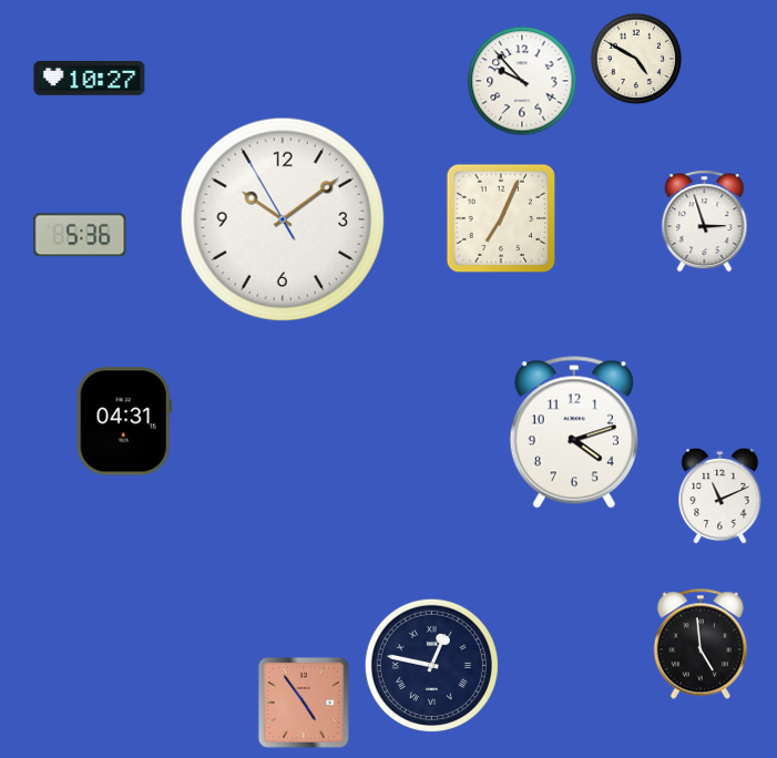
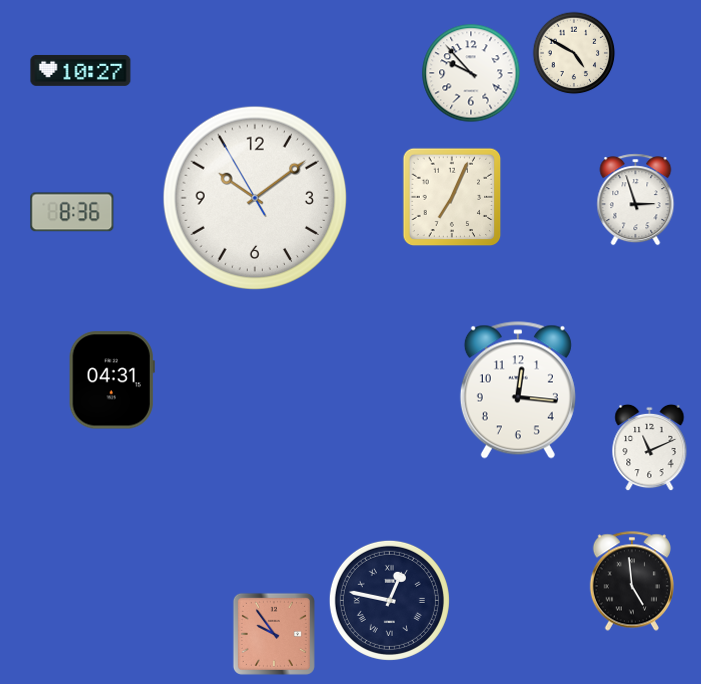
clock at (80, 235): 5:36 -> 8:36
clock at (574, 432): 4:12 -> 12:16
clock at (304, 703): 4:54 -> 9:54
